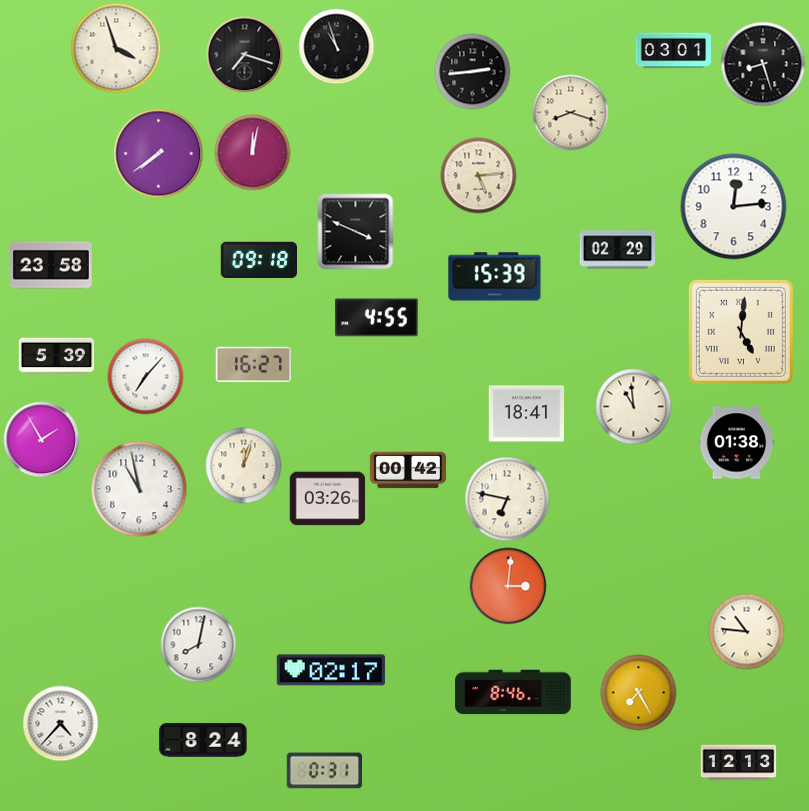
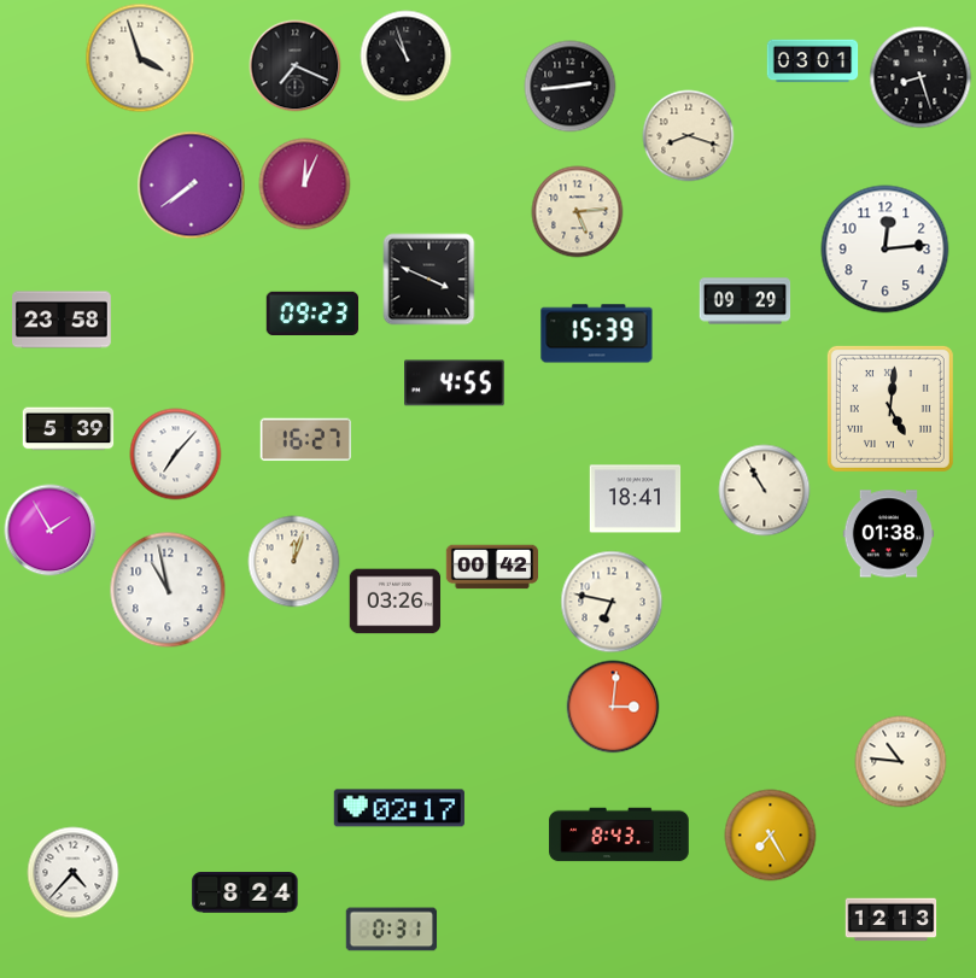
clock at (245, 55): 7:18 -> 7:19
clock at (253, 153): 12:02 -> 12:04
clock at (618, 250): 02:29 -> 09:29
clock at (258, 259): 09:18 -> 09:23
clock at (741, 332) position: (741, 332) -> (890, 409)
clock at (634, 407): 10:59 -> 10:55
clock at (199, 645): 8:02 -> none
clock at (513, 692): 8:46 -> 8:43
